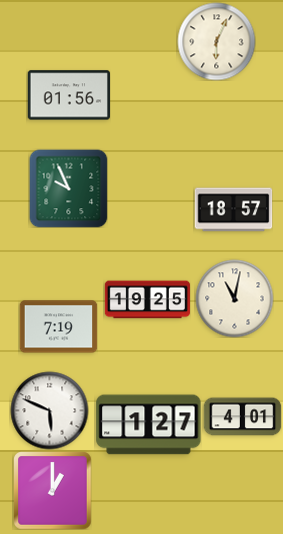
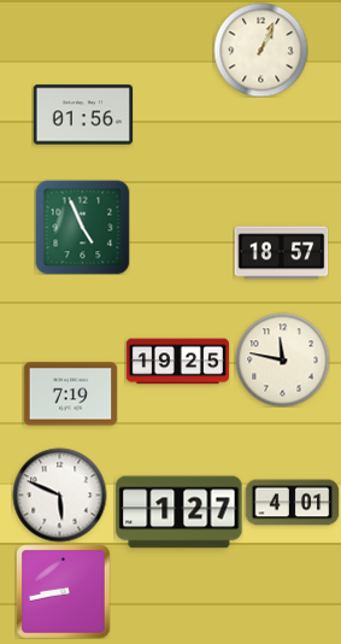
clock at (216, 41): 6:04 -> 1:04
clock at (68, 188): 9:56 -> 4:56
clock at (234, 298): 11:02 -> 11:47
clock at (52, 490): 1:00 -> 8:43
